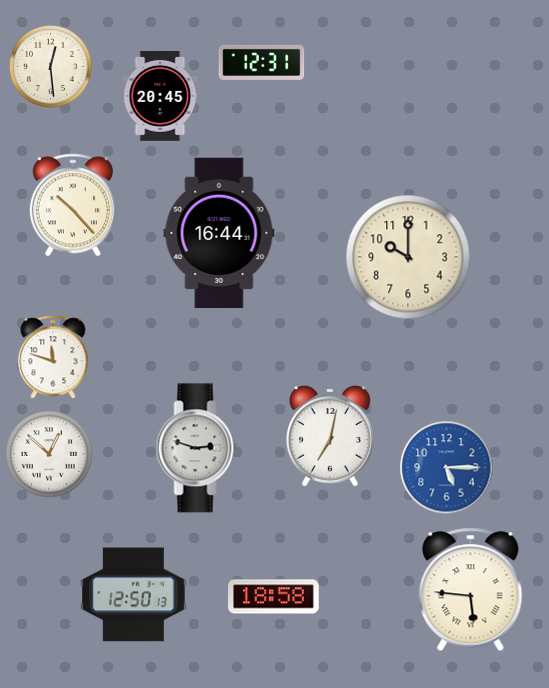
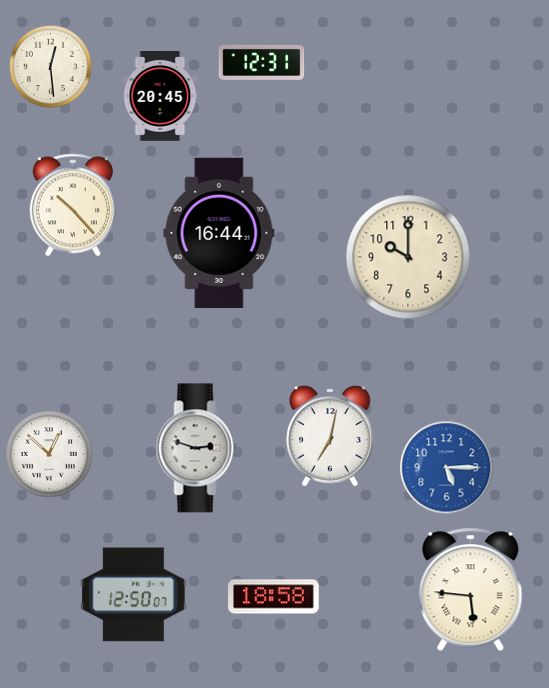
clock at (53, 357): 11:48 -> none
clock at (134, 595): 12:50:13 -> 12:50:07
